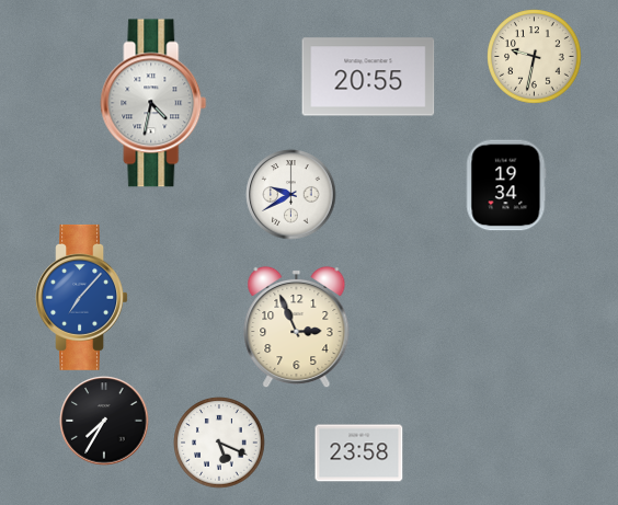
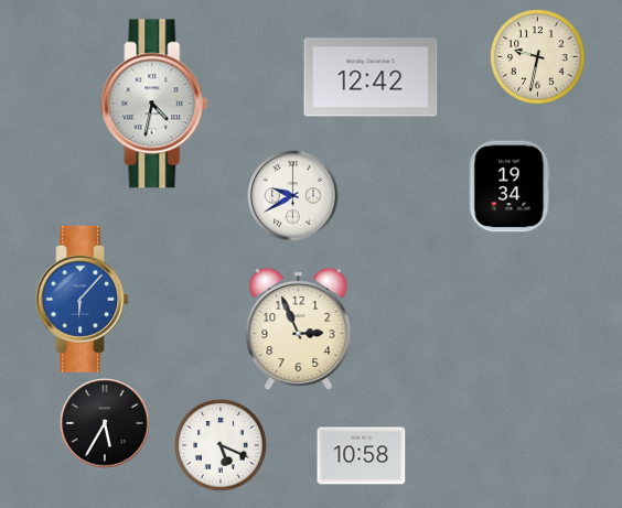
clock at (368, 77): 20:55 -> 12:42
clock at (81, 297): 7:07 -> 6:07
clock at (104, 421): 7:35 -> 5:35
clock at (359, 454): 23:58 -> 10:58
